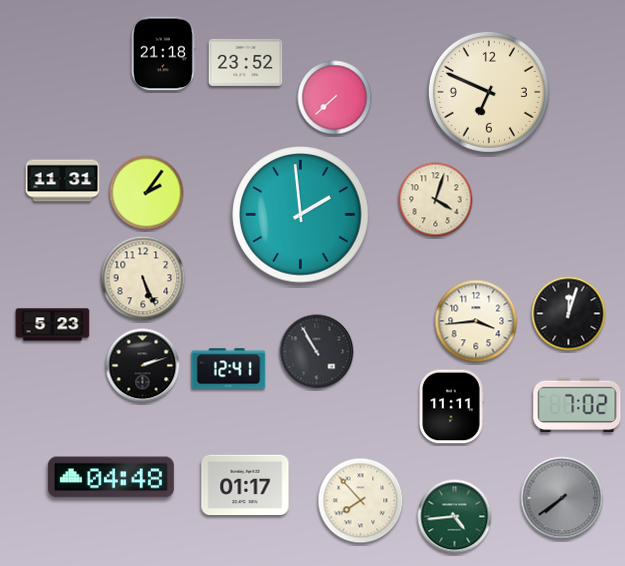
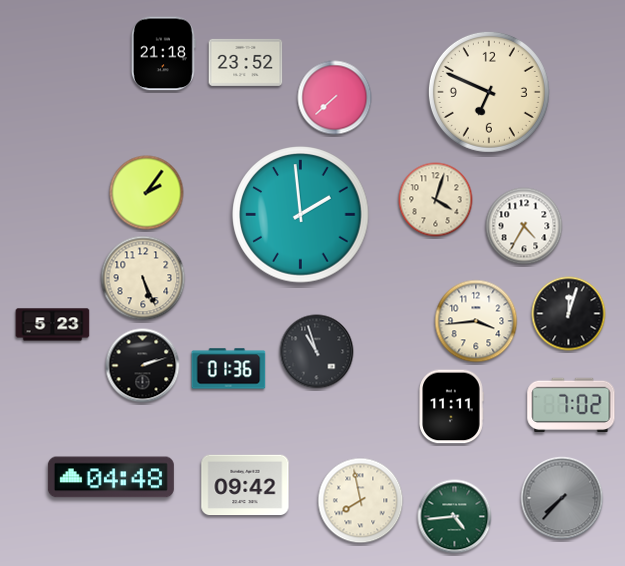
clock at (63, 181): 11:31 -> none
clock at (524, 226): none -> 4:35
clock at (317, 352): 10:55 -> 10:57
clock at (229, 369): 12:41 -> 01:36
clock at (577, 404) position: (577, 404) -> (571, 404)
clock at (245, 485): 01:17 -> 09:42
clock at (562, 498): 7:39 -> 7:37
clock at (361, 501): 7:53 -> 7:58
